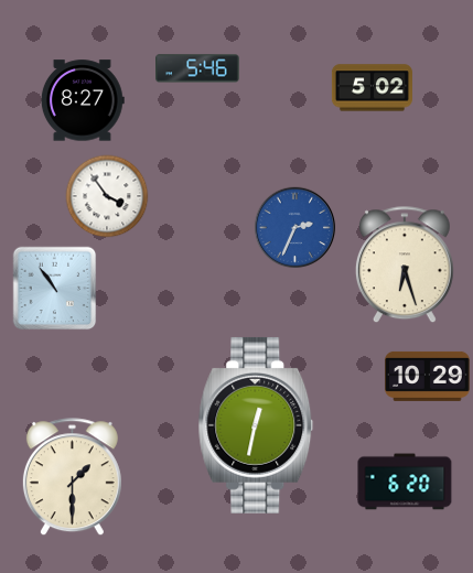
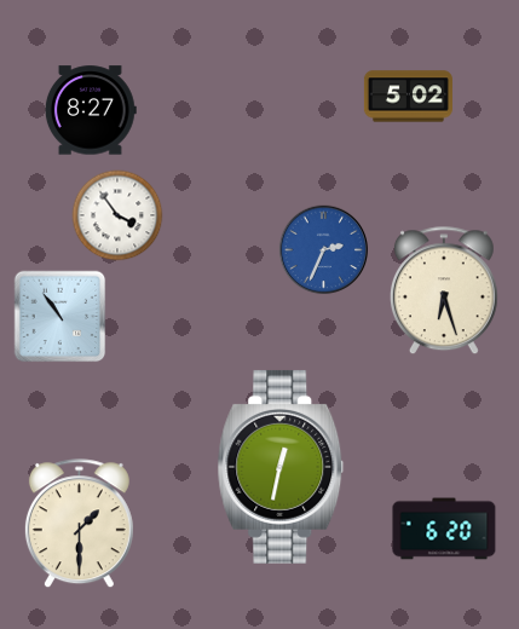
clock at (198, 68): 5:46 -> none
clock at (428, 376): 10:29 -> none
